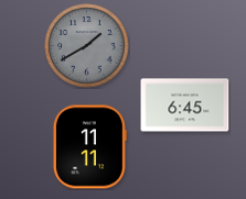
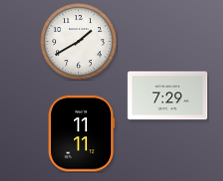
clock at (87, 46) dial: grey -> white
clock at (185, 106): 6:45 -> 7:29
